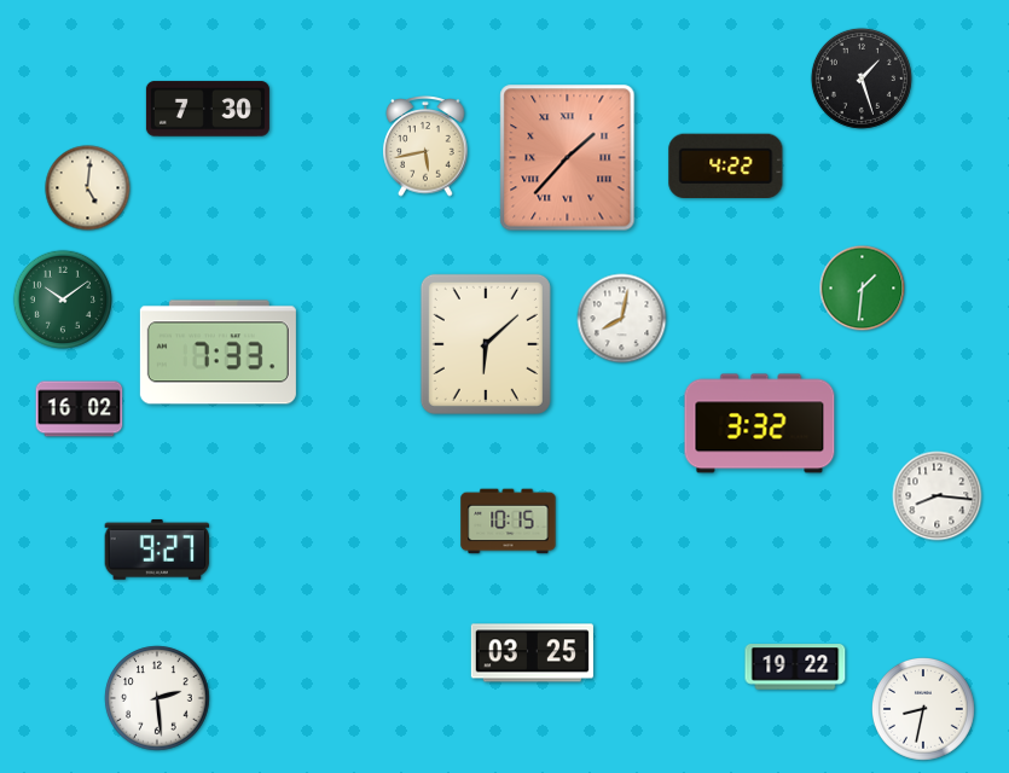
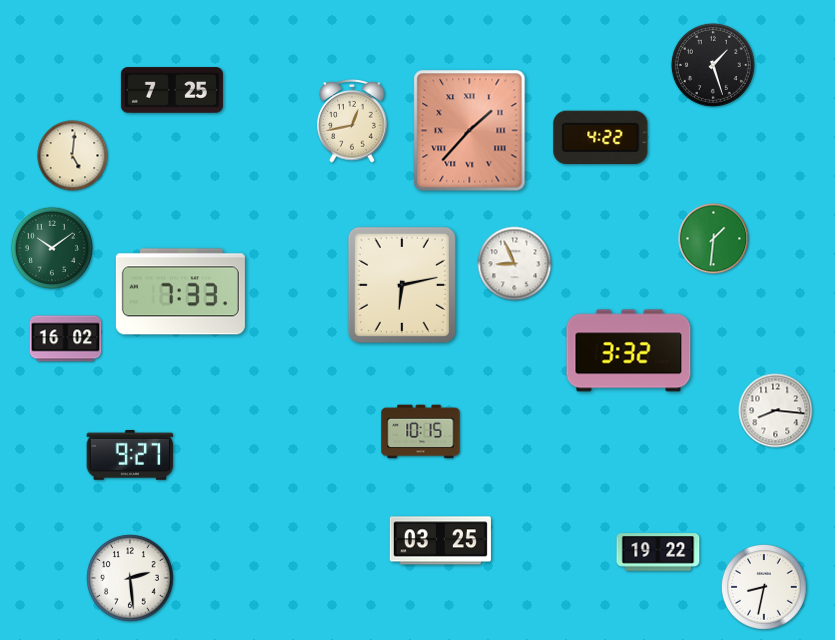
clock at (208, 109): 7:30 -> 7:25
clock at (425, 146): 5:43 -> 12:43
clock at (622, 319): 8:02 -> 8:56
clock at (486, 344): 6:08 -> 6:13
